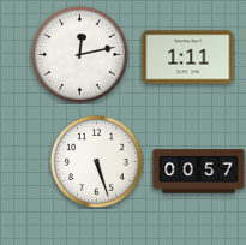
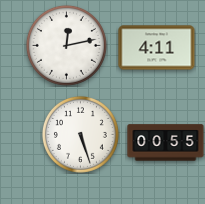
clock at (188, 58): 1:11 -> 4:11
clock at (199, 172): 00:57 -> 00:55
